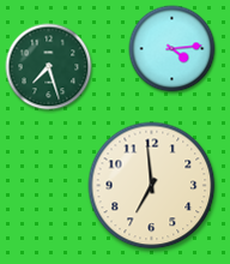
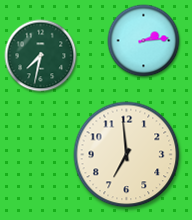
clock at (172, 49): 4:14 -> 2:14
clock at (49, 67): 7:27 -> 7:32
